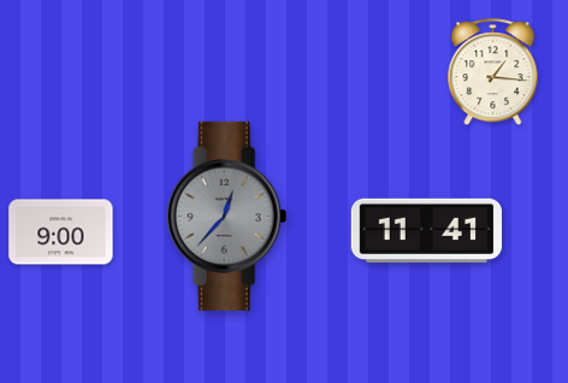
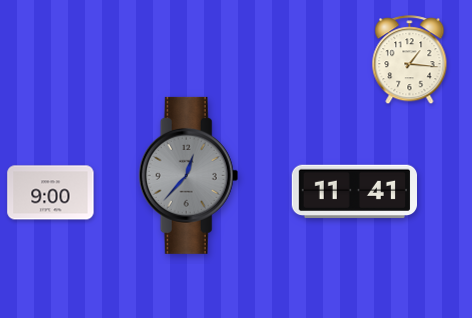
clock at (227, 216) position: (227, 216) -> (189, 175)
